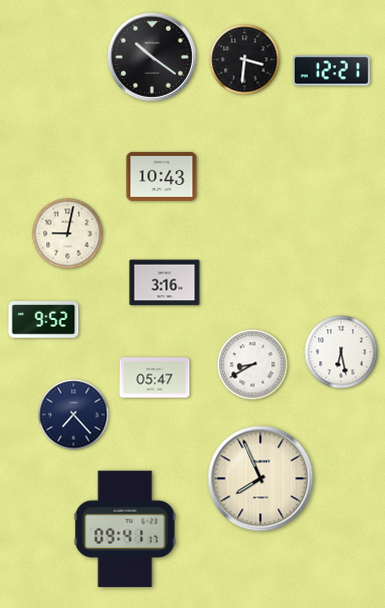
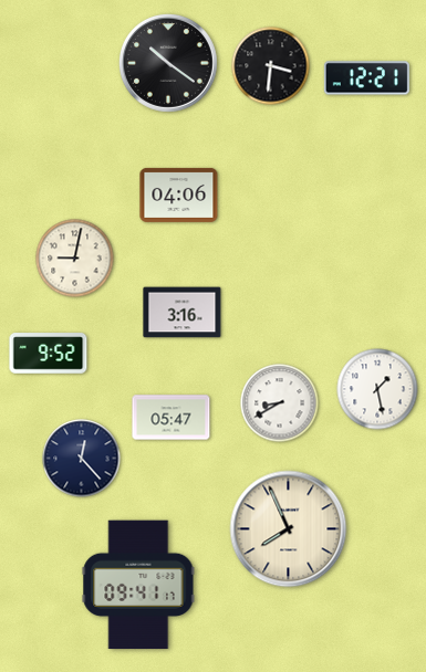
clock at (162, 176): 10:43 -> 04:06
clock at (341, 352): 6:28 -> 1:28
clock at (74, 415): 7:23 -> 12:23
